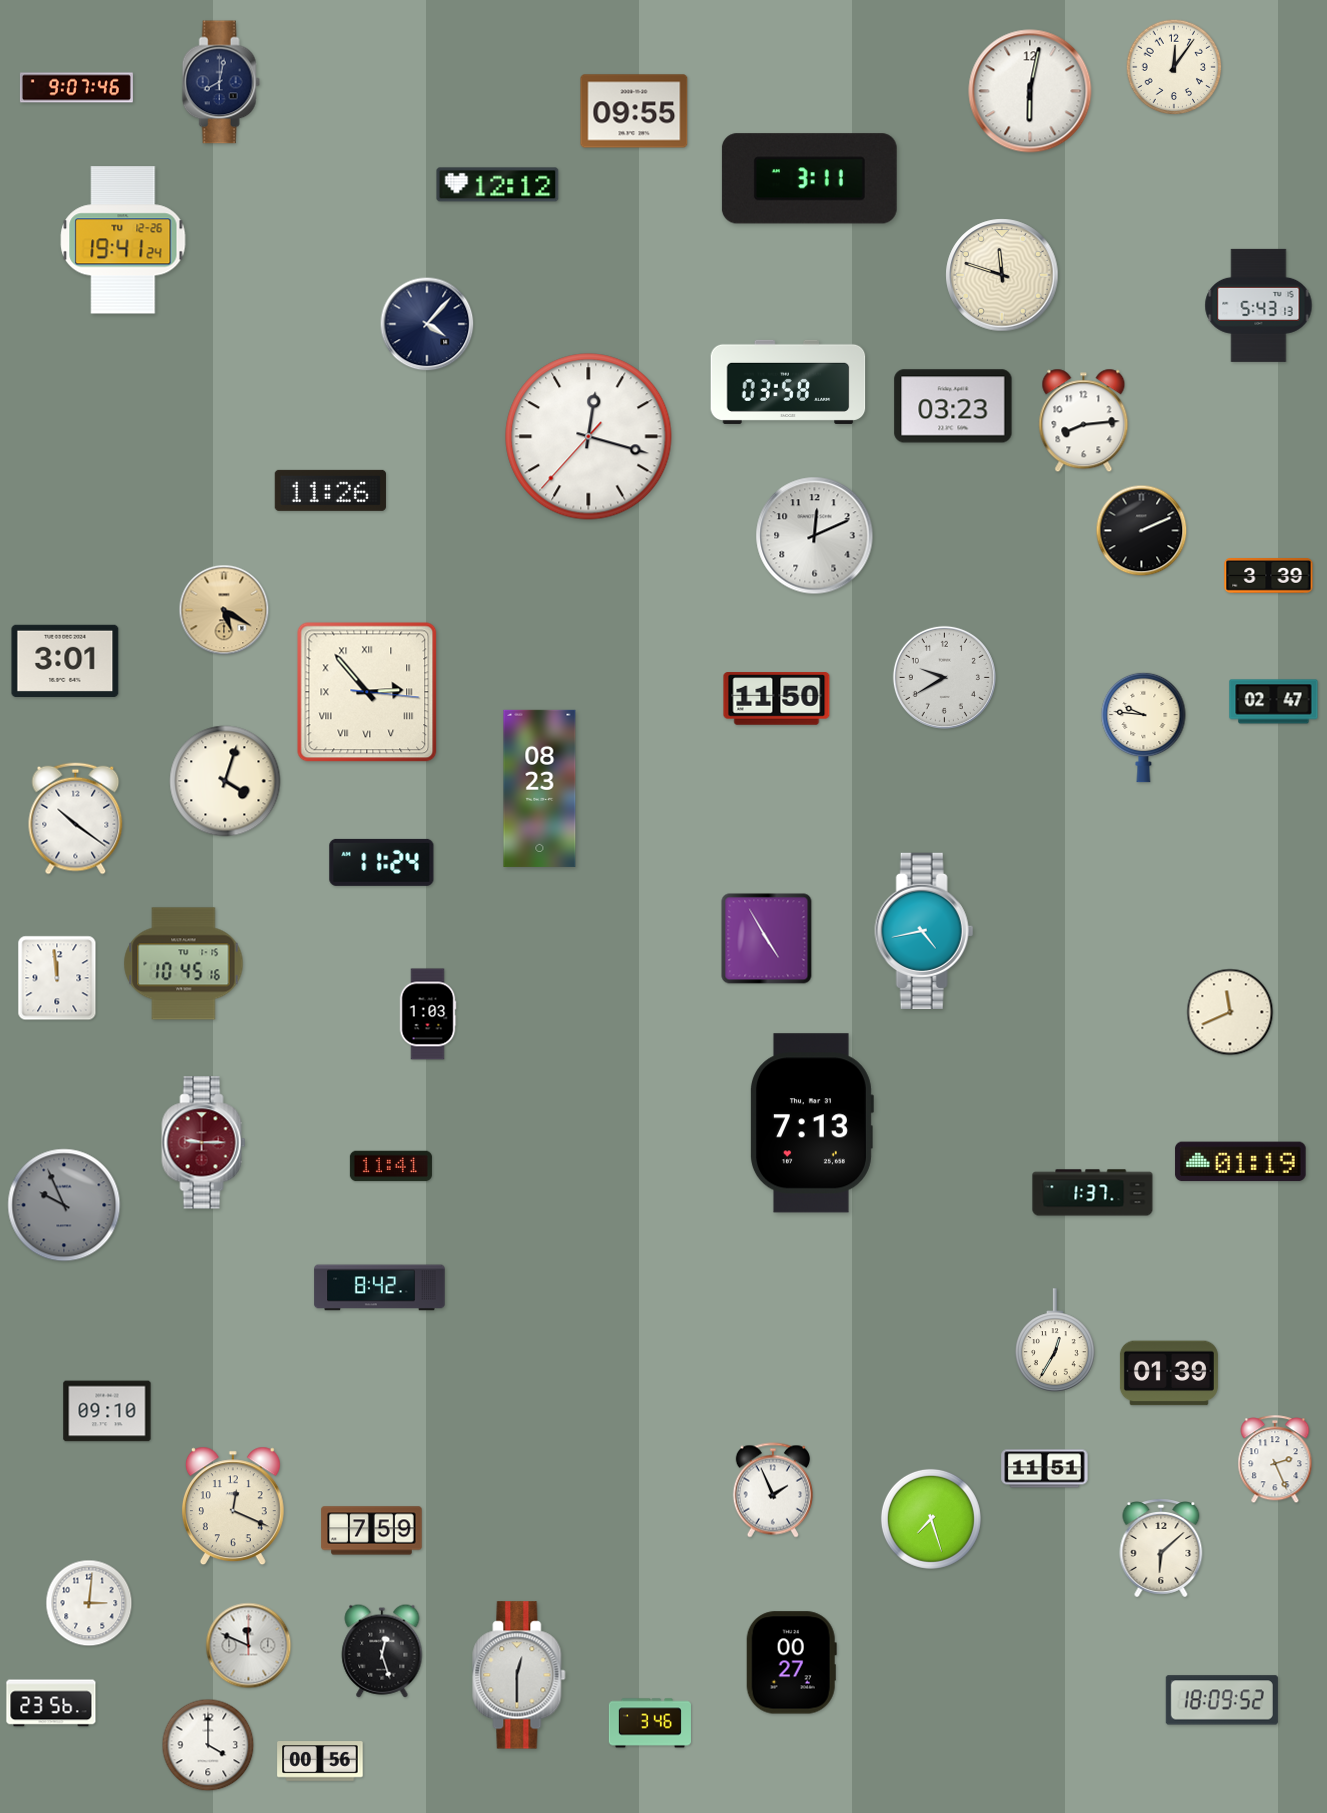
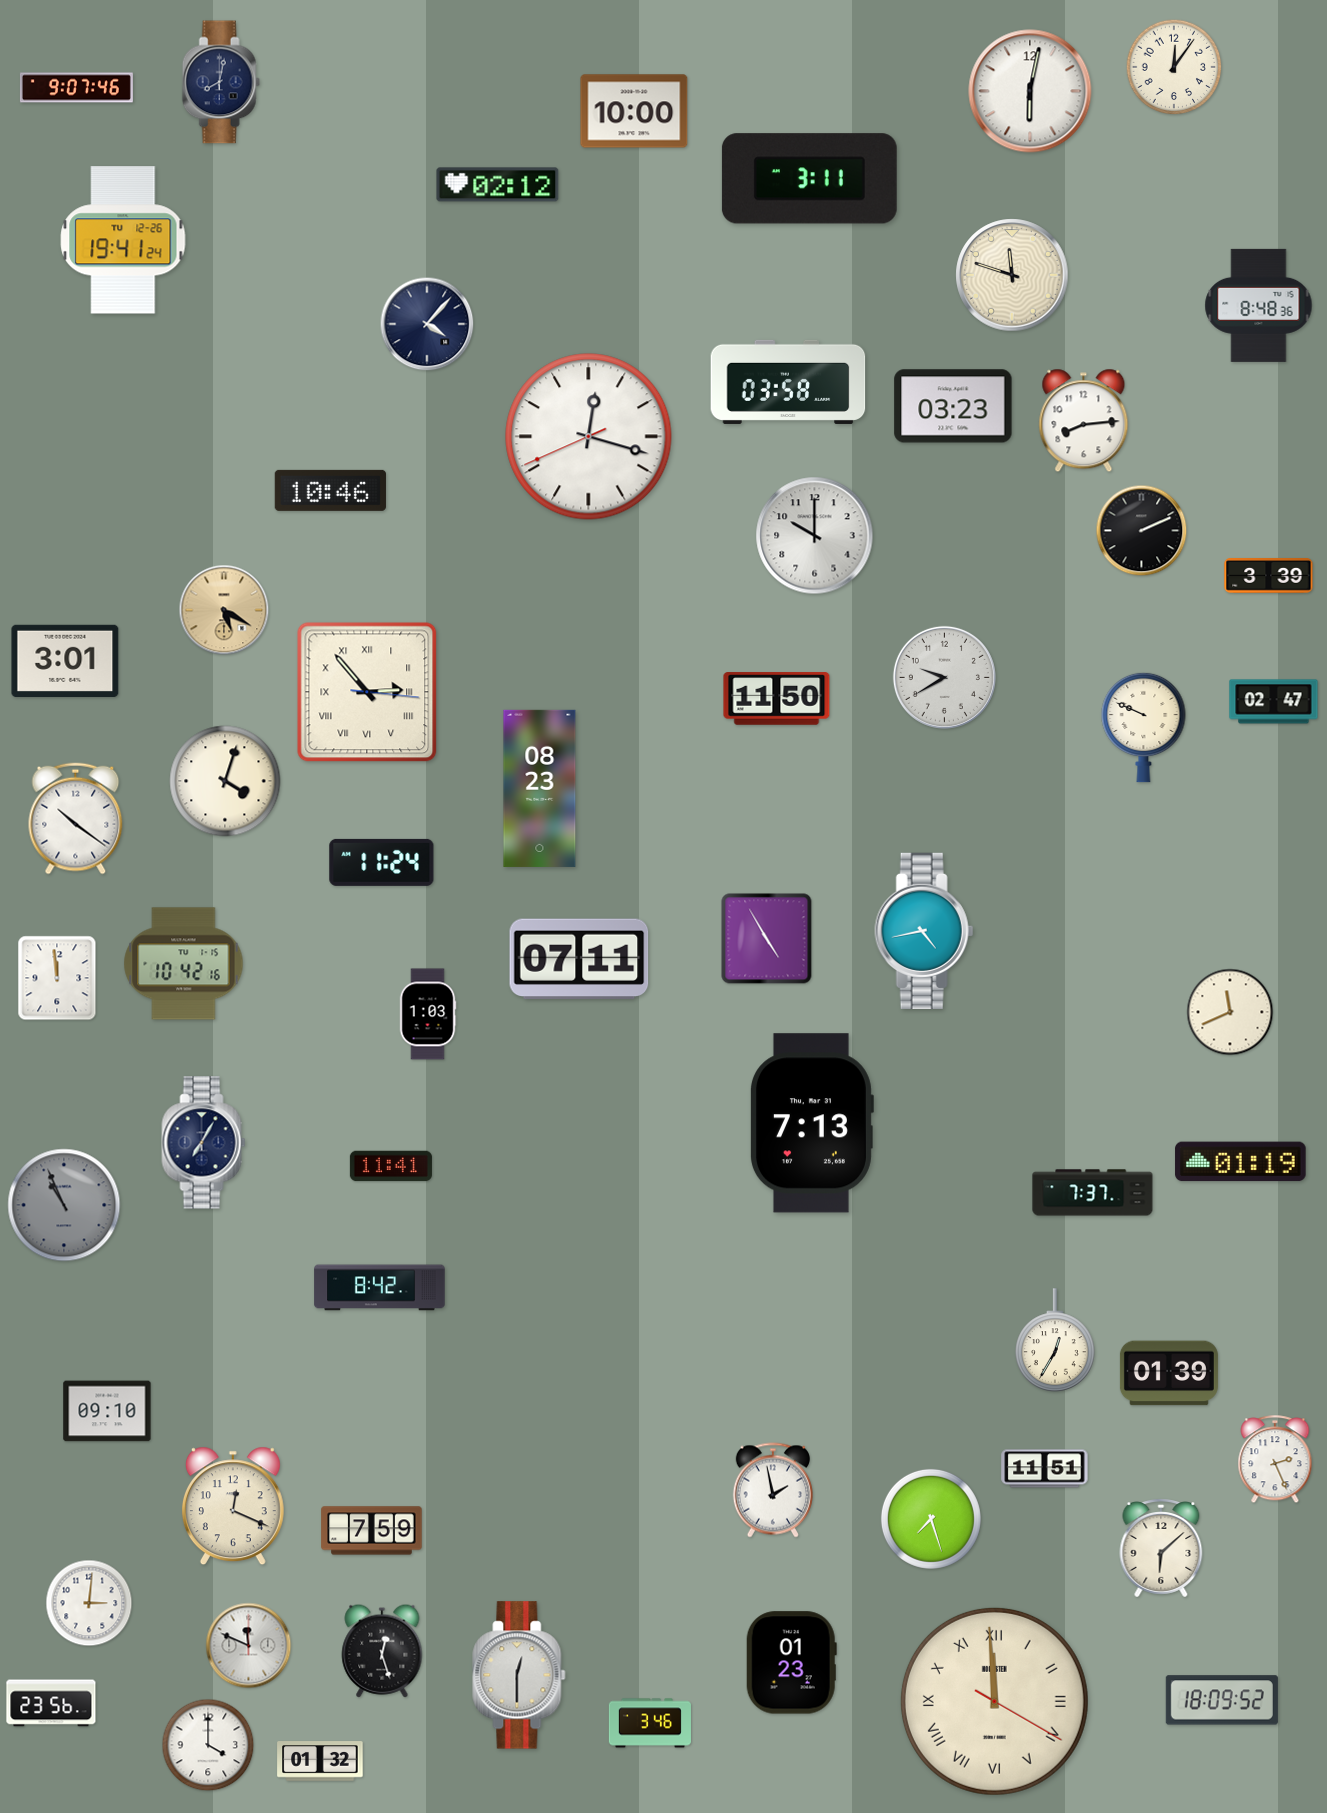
clock at (634, 111): 09:55 -> 10:00
clock at (498, 185): 12:12 -> 02:12
clock at (1002, 275) position: (1002, 275) -> (1012, 275)
clock at (1259, 305): 5:43 -> 8:48
clock at (589, 437): 12:17:37 -> 12:17:41
clock at (330, 490): 11:26 -> 10:46
clock at (815, 536): 12:11 -> 10:00
clock at (1144, 727): 9:46 -> 9:49
clock at (579, 959): none -> 07:11
clock at (184, 964): 10:45 -> 10:42
clock at (204, 1143): 9:15 -> 7:05
clock at (204, 1143) dial: burgundy -> navy
clock at (1093, 1193): 1:37 -> 7:37
clock at (64, 1205): 9:56 -> 10:56
clock at (773, 1490): 1:56 -> 1:58
clock at (791, 1663): 00:27 -> 01:23
clock at (994, 1701): none -> 11:59
clock at (320, 1761): 00:56 -> 01:32
